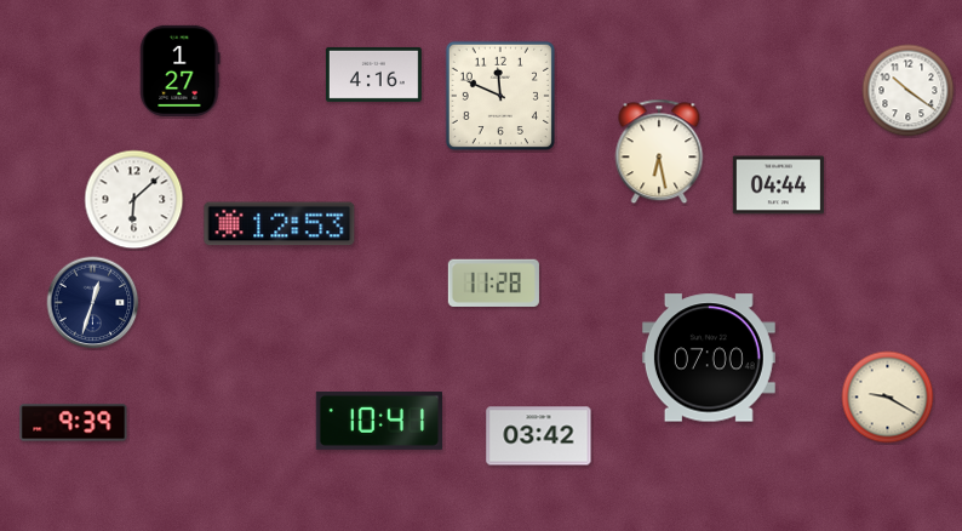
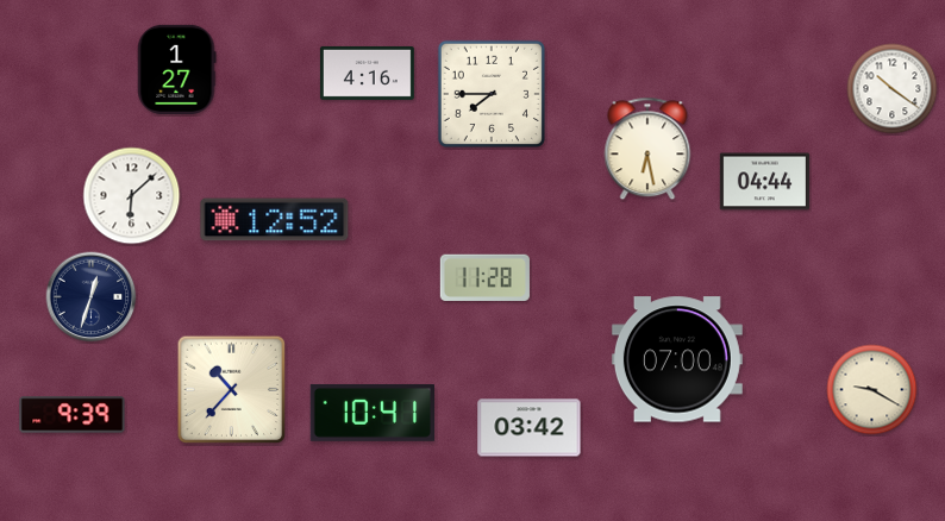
clock at (500, 96): 11:49 -> 7:45
clock at (280, 224): 12:53 -> 12:52
clock at (709, 358) position: (709, 358) -> (677, 359)
clock at (232, 390): none -> 10:37
